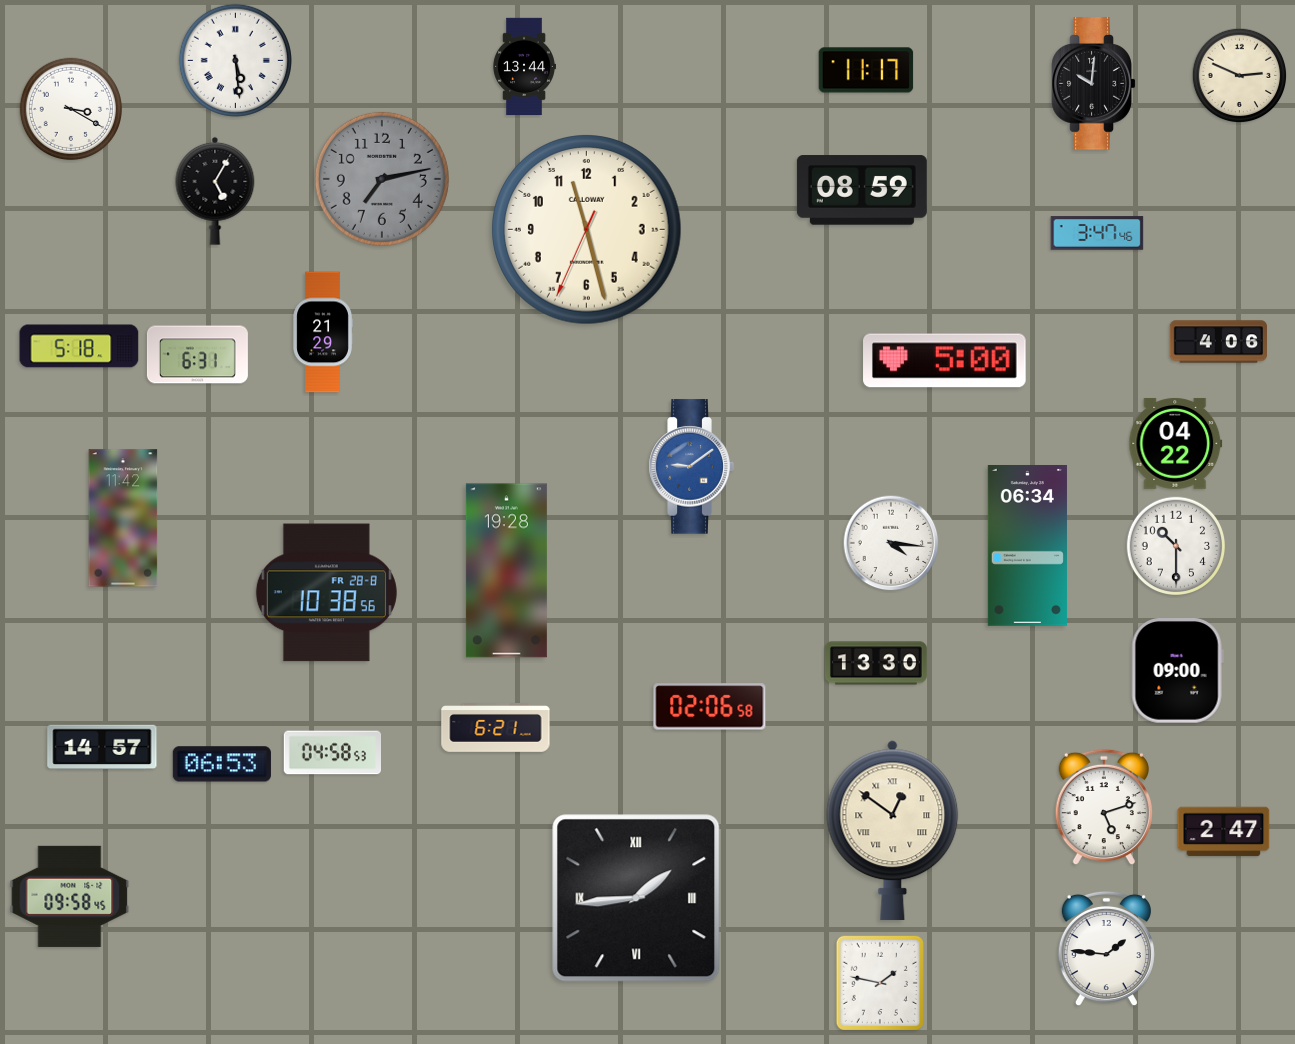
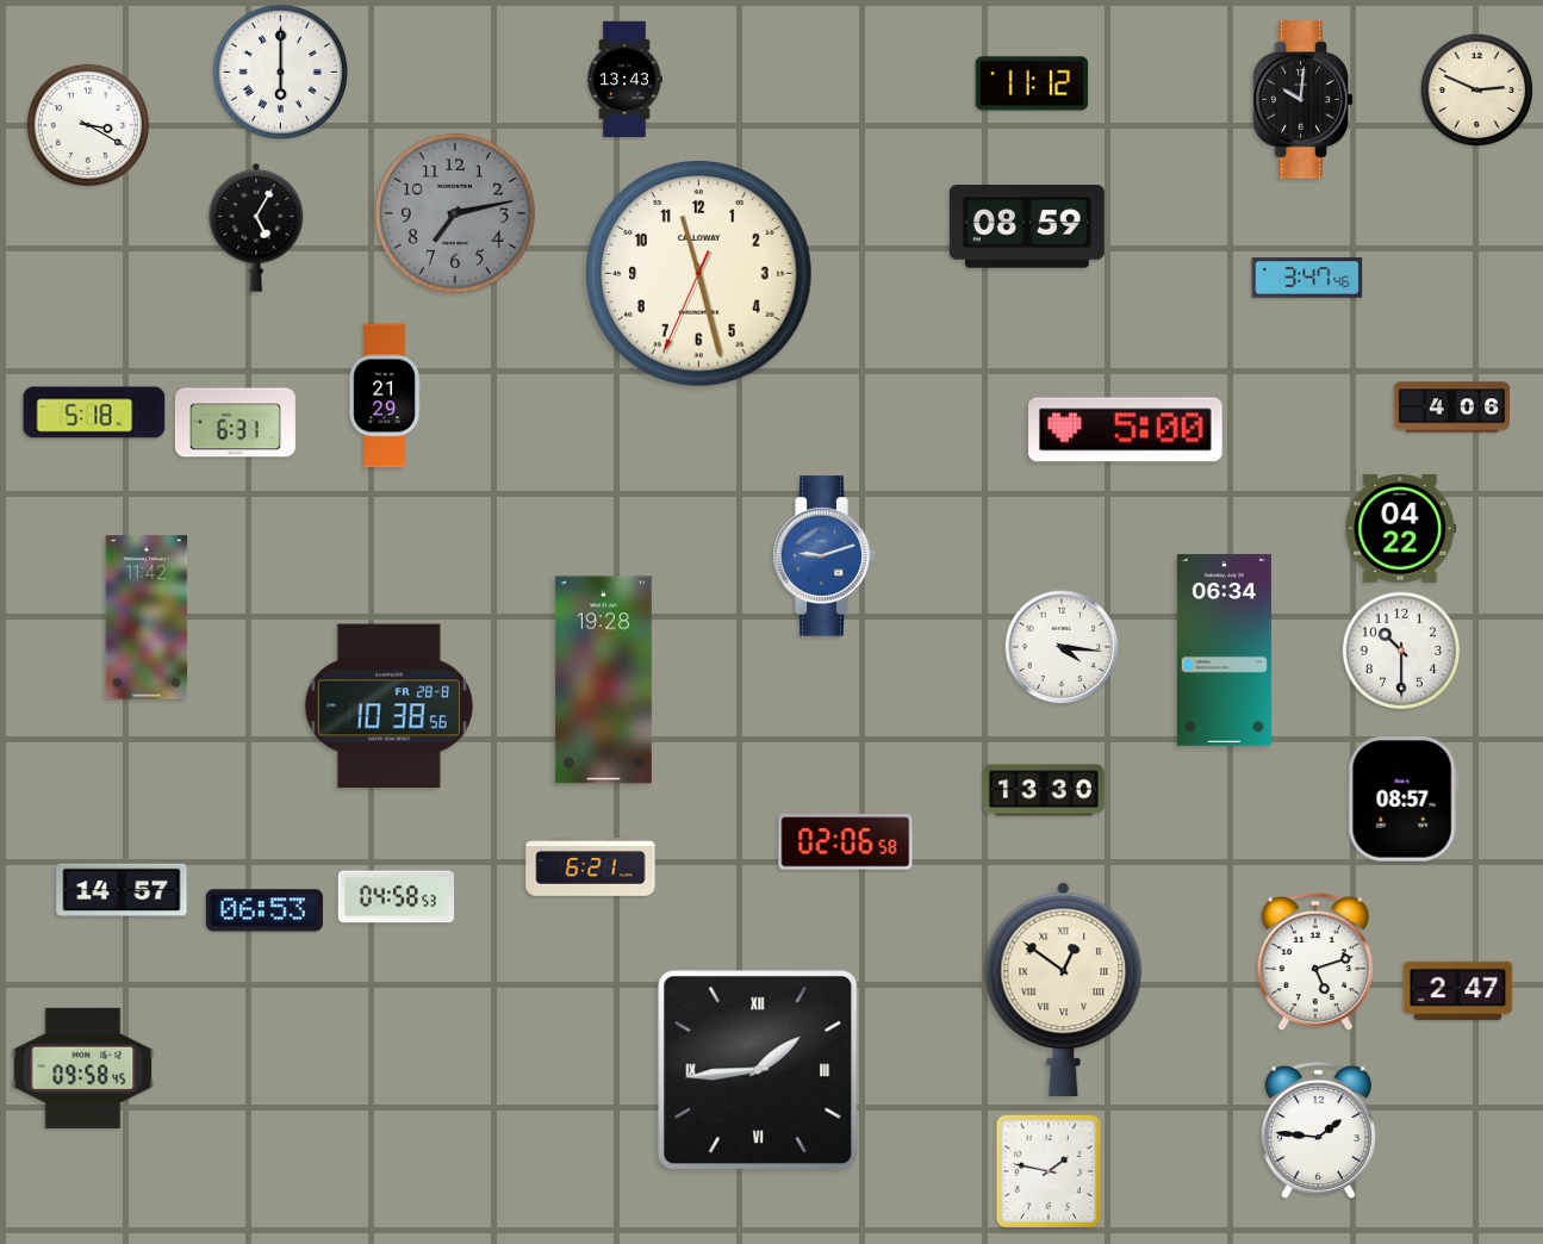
clock at (235, 60): 5:29 -> 6:00
clock at (524, 67): 13:44 -> 13:43
clock at (866, 70): 11:17 -> 11:12
clock at (70, 108) position: (70, 108) -> (87, 124)
clock at (691, 467): 9:09 -> 9:12
clock at (1177, 671): 09:00 -> 08:57
